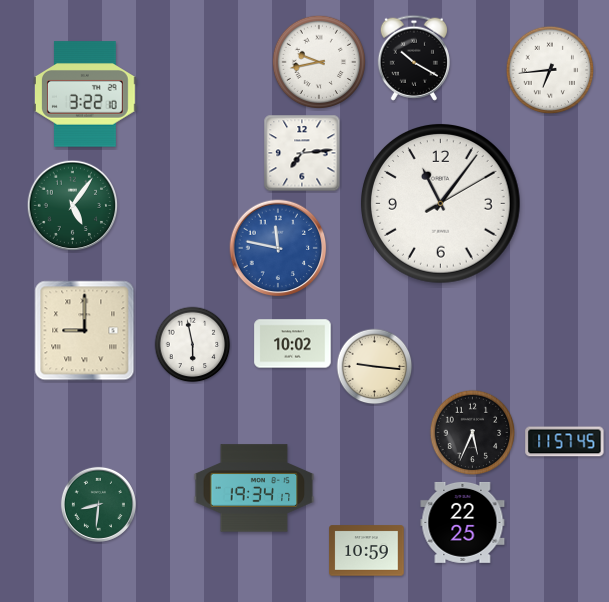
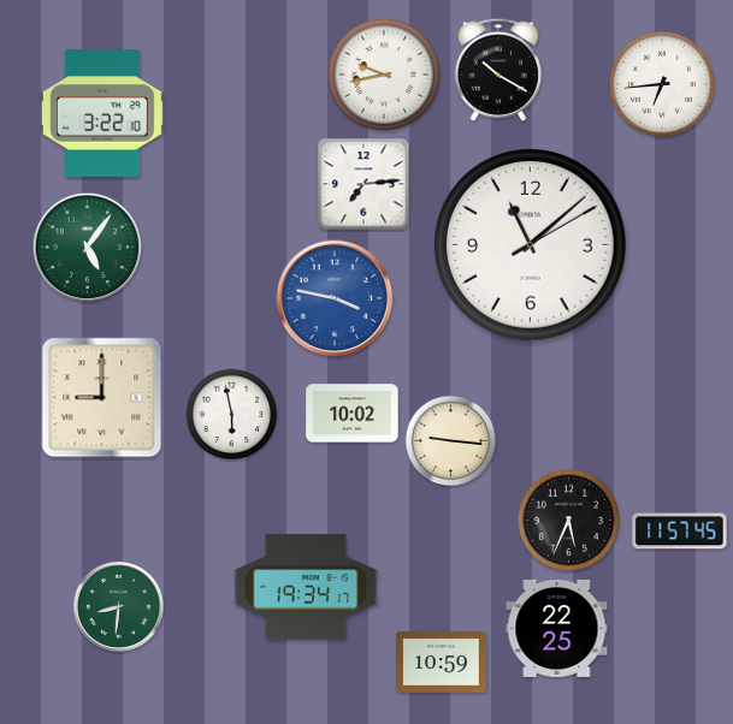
clock at (441, 204): 11:06 -> 11:08
clock at (278, 248): 11:47 -> 3:47
